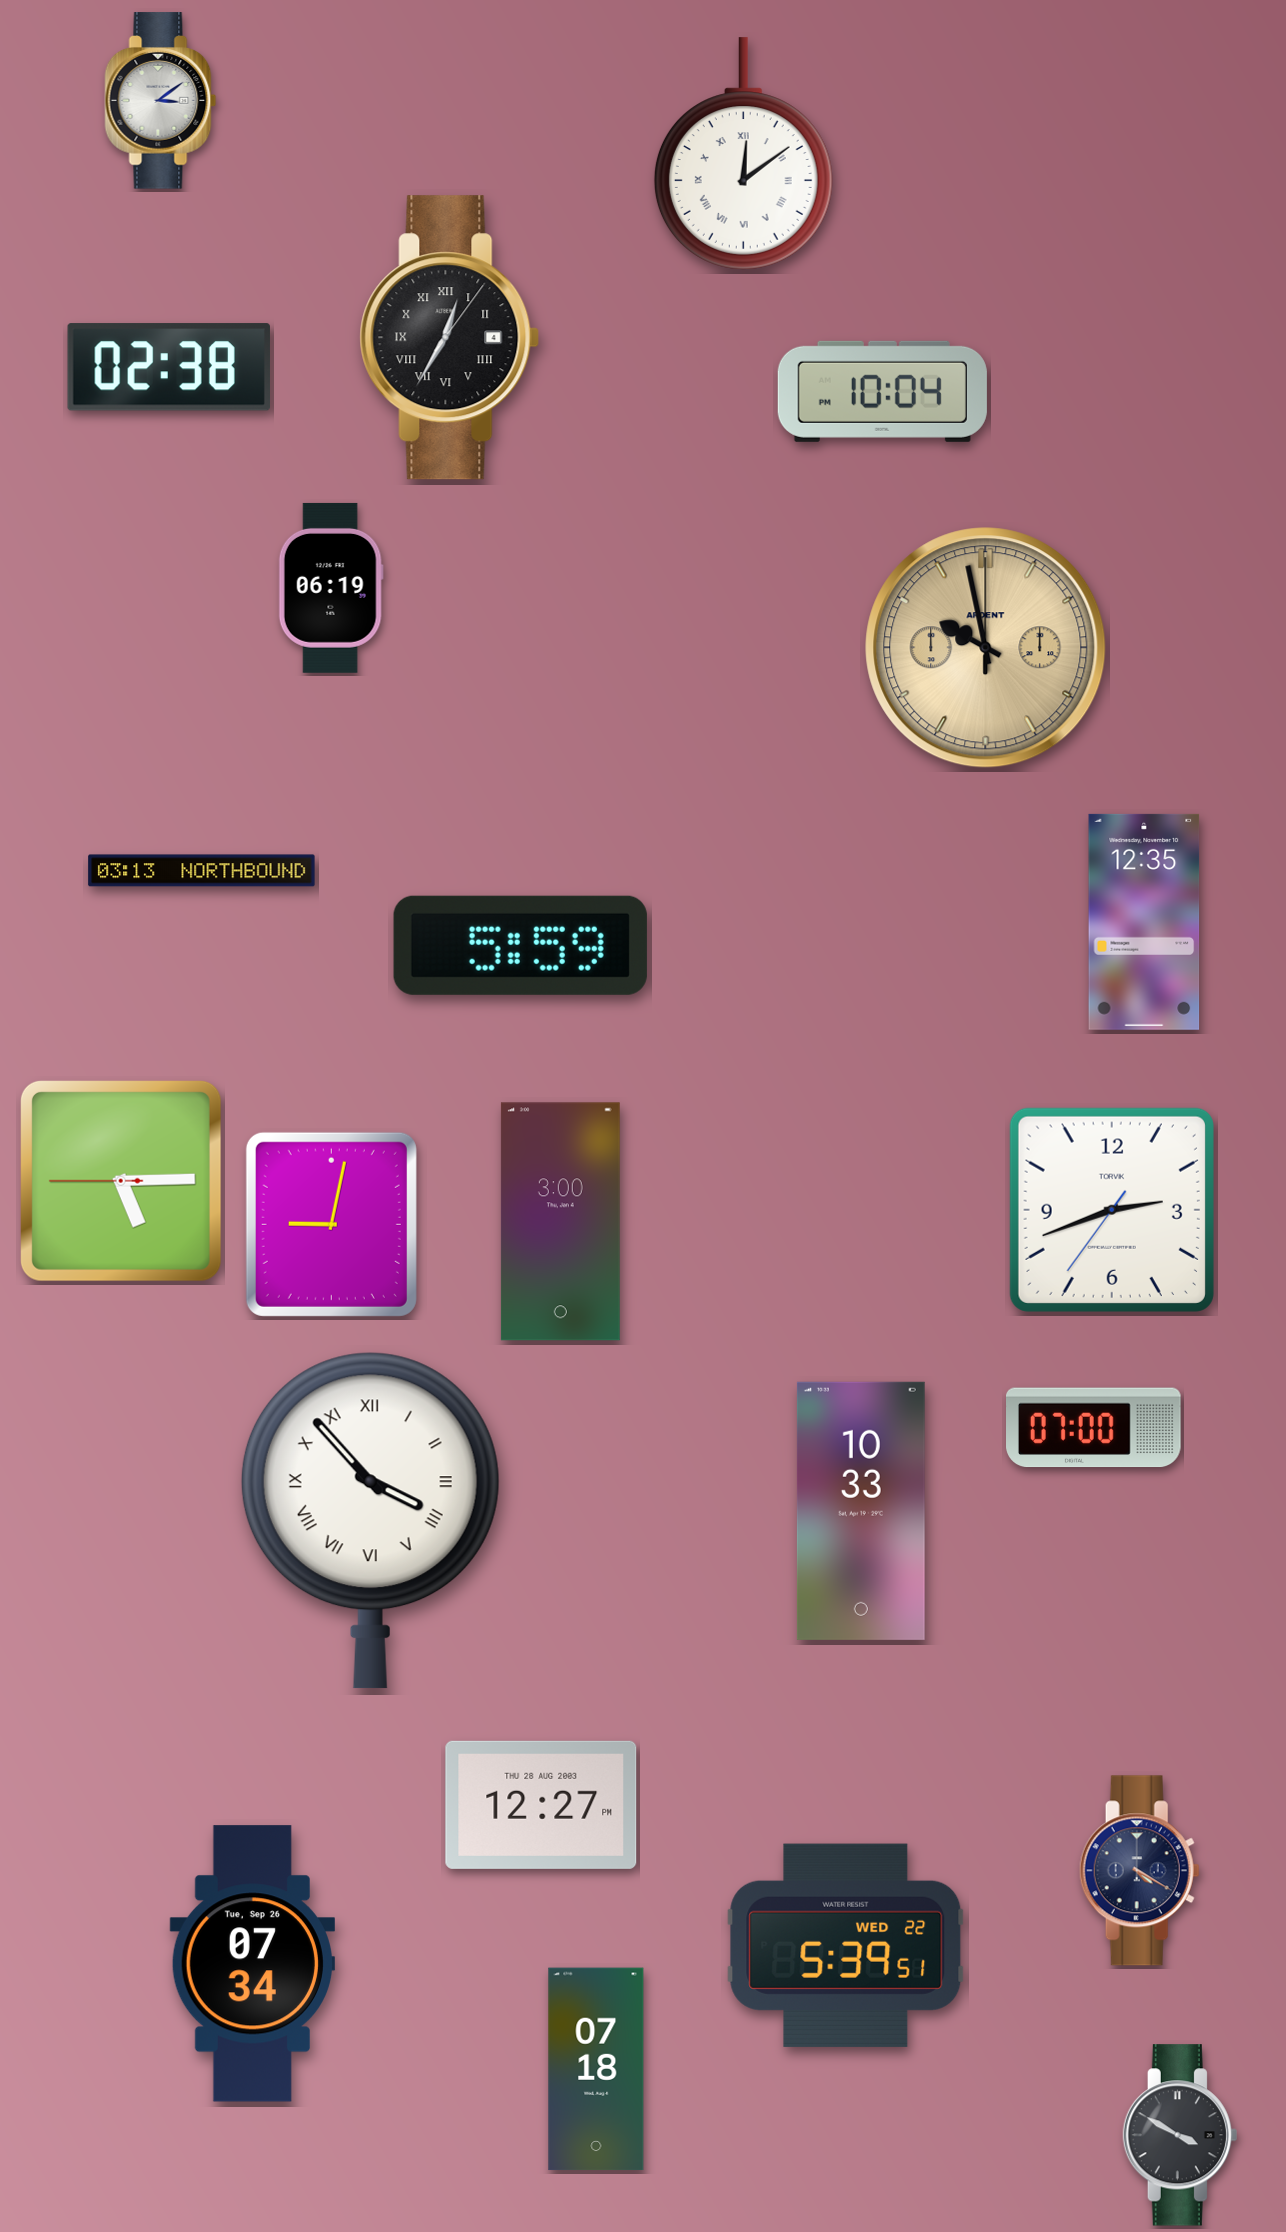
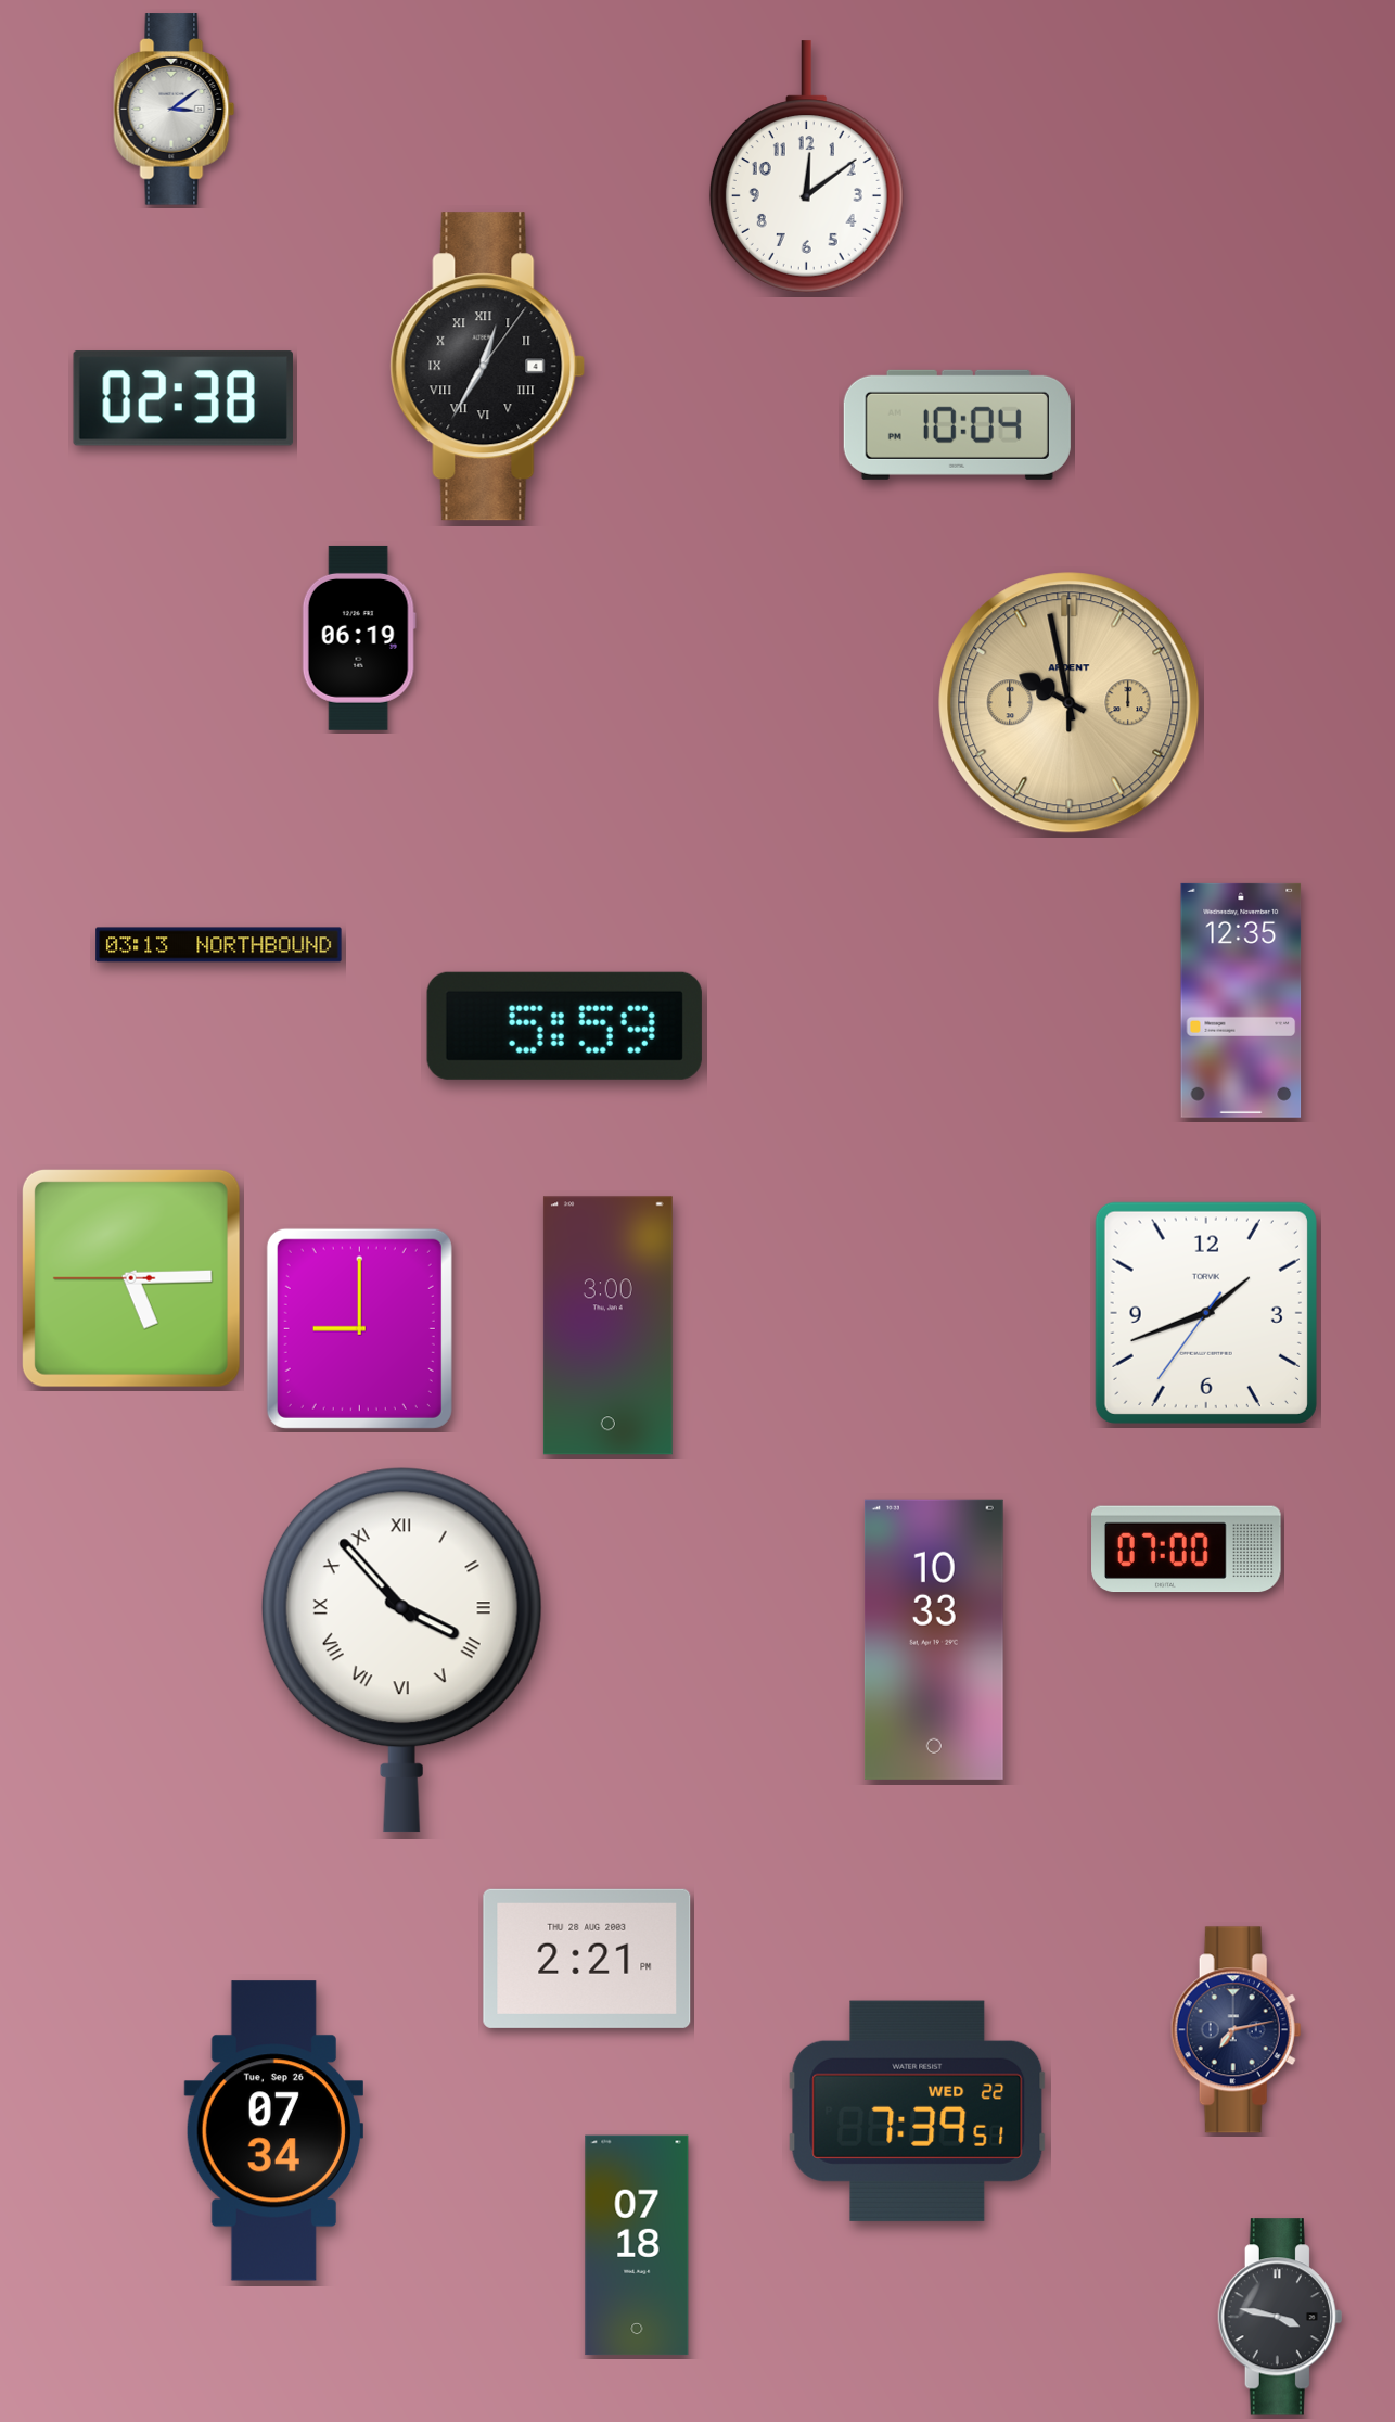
clock at (743, 154) numerals: Roman -> Arabic
clock at (121, 1181) position: (121, 1181) -> (131, 1278)
clock at (1112, 1210): 2:41 -> 1:41
clock at (331, 1224): 9:02 -> 9:00
clock at (541, 1805): 12:27 -> 2:21
clock at (1139, 1871): 4:20 -> 7:13
clock at (846, 1945): 5:39 -> 7:39
clock at (596, 2069) position: (596, 2069) -> (637, 2245)
clock at (1180, 2135): 3:50 -> 3:47
